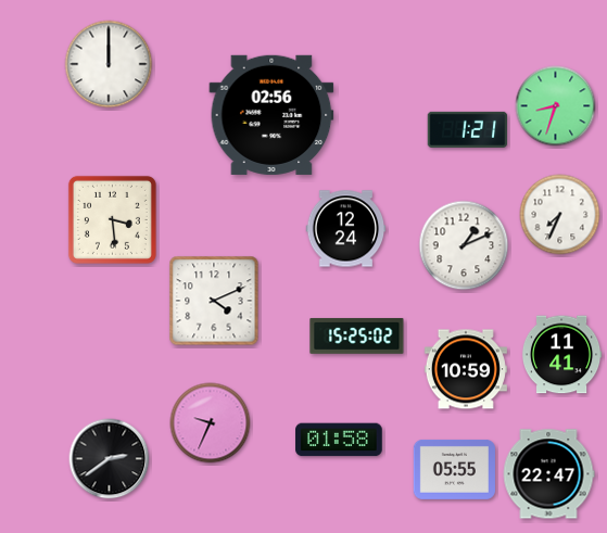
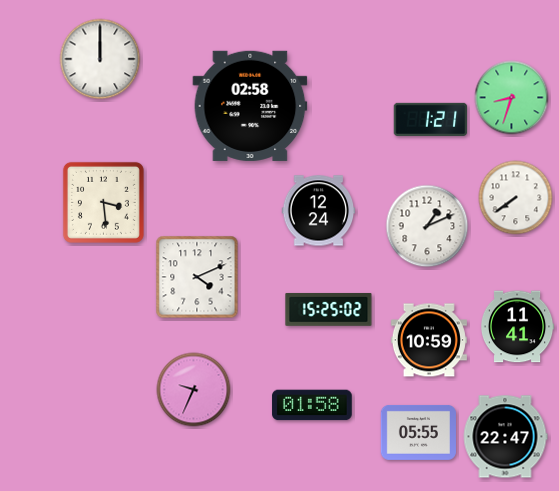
clock at (271, 115): 02:56 -> 02:58
clock at (560, 215): 7:34 -> 7:39
clock at (110, 459): 2:39 -> none
